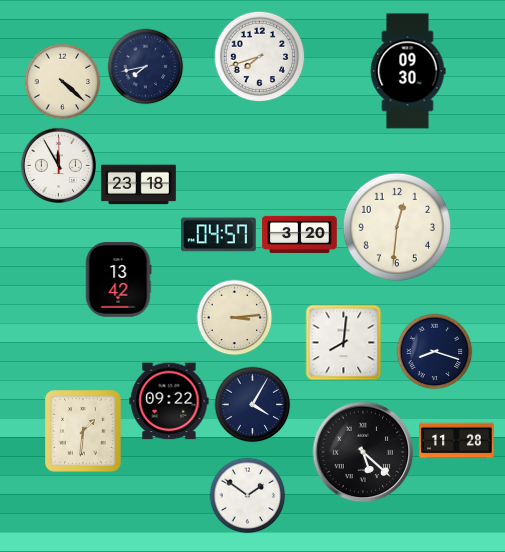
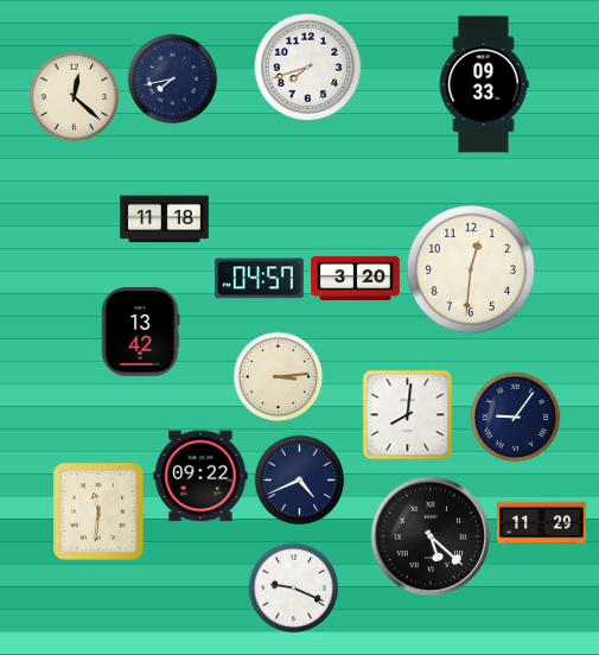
clock at (408, 71): 09:30 -> 09:33
clock at (63, 82): 4:22 -> 12:22
clock at (58, 165): 11:55 -> none
clock at (139, 185): 23:18 -> 11:18
clock at (344, 343) position: (344, 343) -> (408, 415)
clock at (435, 352): 8:18 -> 9:06
clock at (253, 405): 4:05 -> 4:41
clock at (83, 431): 1:31 -> 11:31
clock at (457, 441): 11:28 -> 11:29
clock at (248, 496): 1:51 -> 9:19
